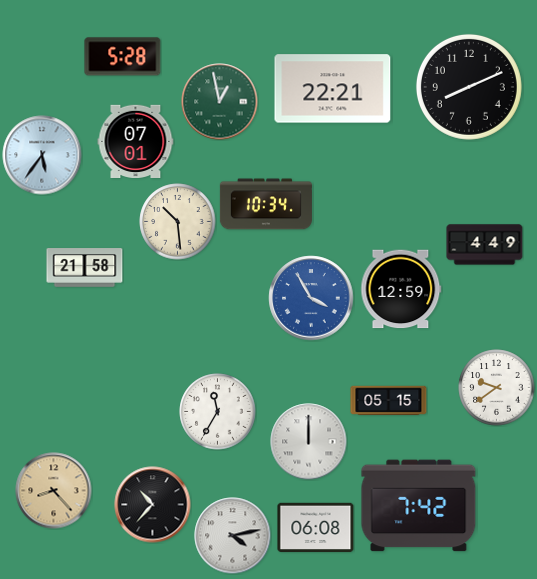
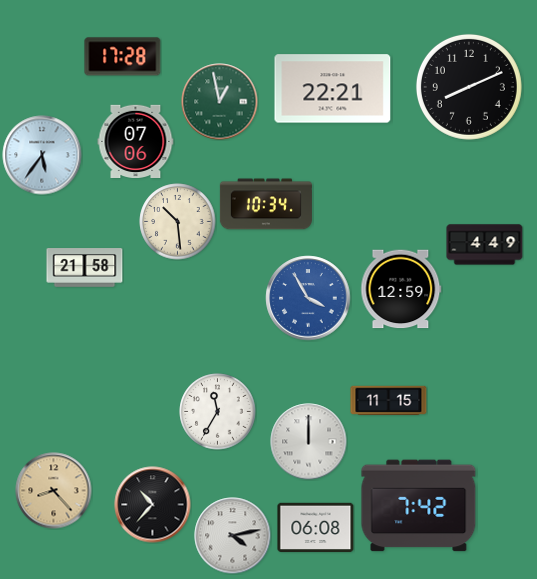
clock at (123, 57): 5:28 -> 17:28
clock at (136, 141): 07:01 -> 07:06
clock at (311, 298) position: (311, 298) -> (308, 298)
clock at (497, 388): 9:39 -> none
clock at (389, 401): 05:15 -> 11:15
